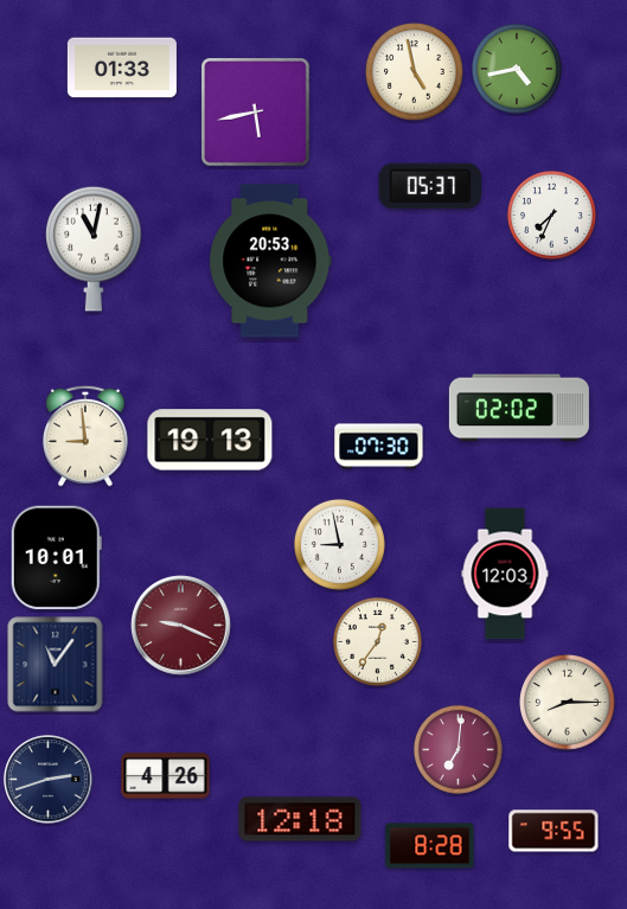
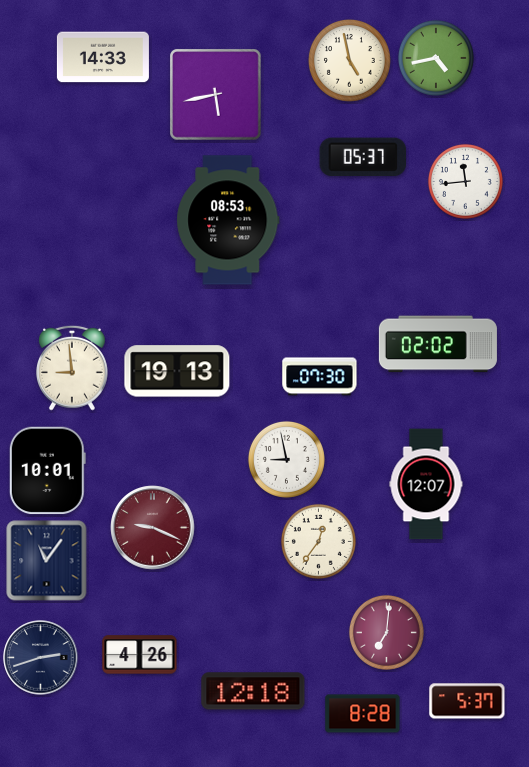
clock at (122, 68): 01:33 -> 14:33
clock at (551, 215): 7:34 -> 11:44
clock at (94, 249): 11:02 -> none
clock at (270, 261): 20:53 -> 08:53
clock at (505, 574): 12:03 -> 12:07
clock at (567, 702): 8:15 -> none
clock at (554, 831): 9:55 -> 5:37
